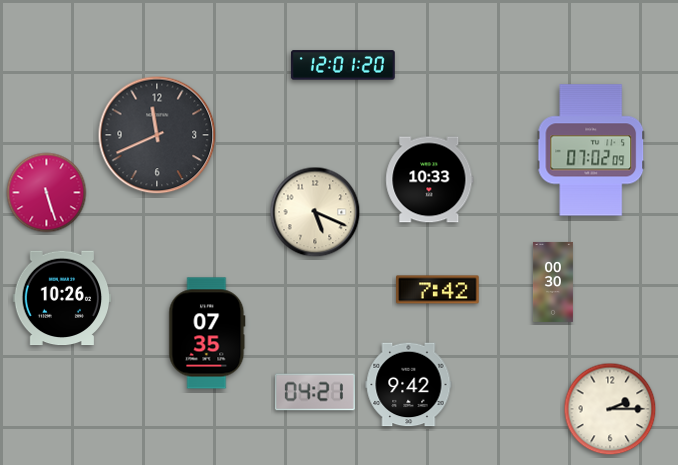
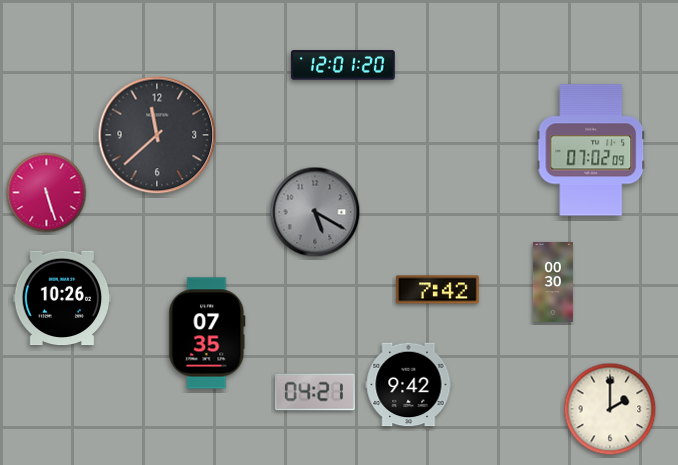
clock at (157, 135): 11:41 -> 11:38
clock at (430, 180): 10:33 -> none
clock at (315, 212): 5:19 -> 5:20
clock at (315, 212) dial: cream -> grey
clock at (610, 409): 2:15 -> 2:00
